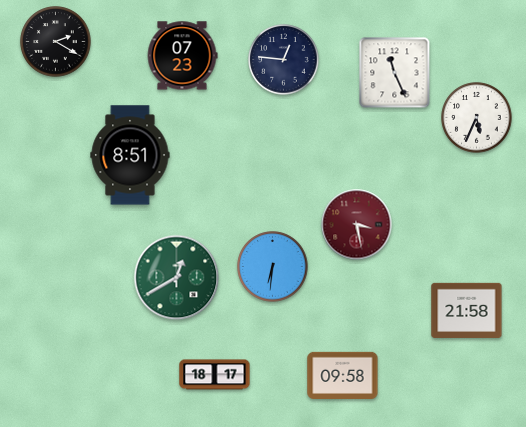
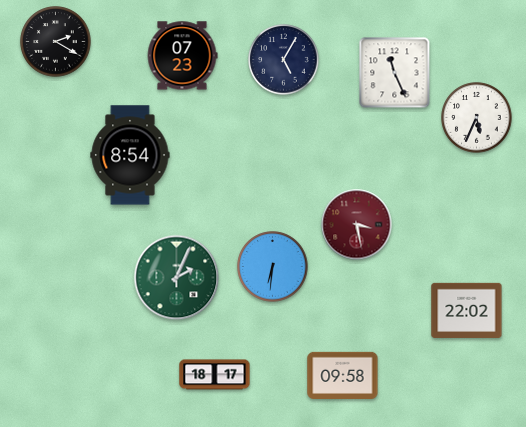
clock at (284, 60): 12:46 -> 5:05
clock at (130, 155): 8:51 -> 8:54
clock at (177, 278): 12:40 -> 2:04
clock at (467, 310): 21:58 -> 22:02
